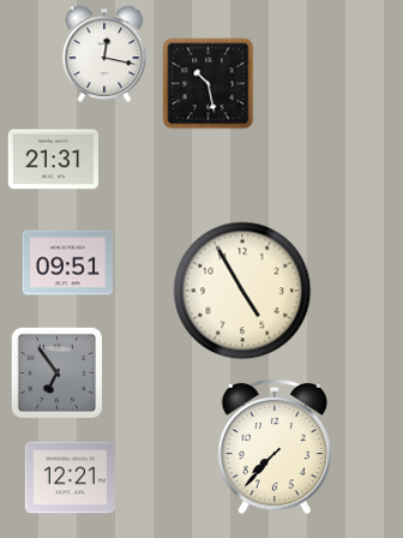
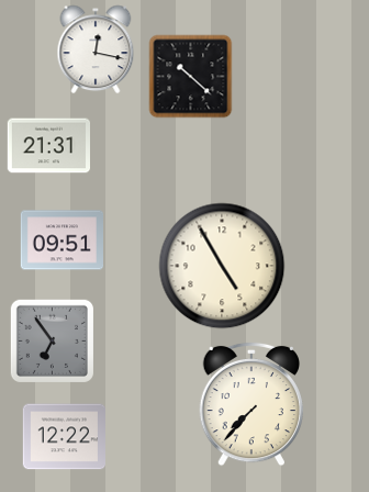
clock at (209, 84): 10:28 -> 10:22
clock at (273, 447) position: (273, 447) -> (250, 404)
clock at (70, 478): 12:21 -> 12:22
